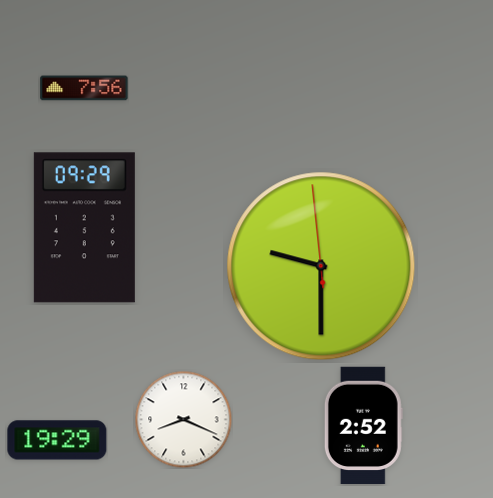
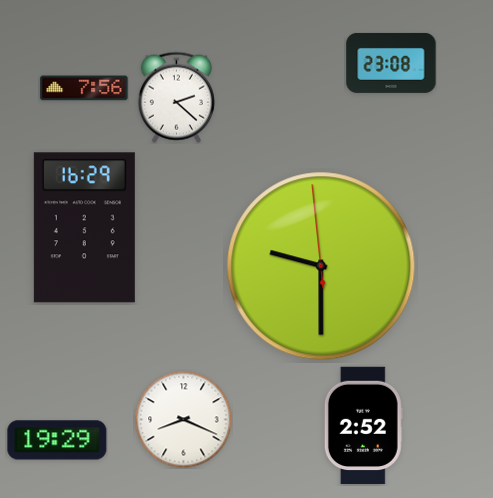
clock at (391, 63): none -> 23:08
clock at (176, 97): none -> 2:22
clock at (84, 228): 09:29 -> 16:29
